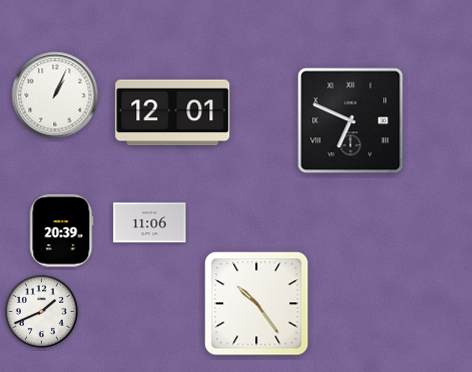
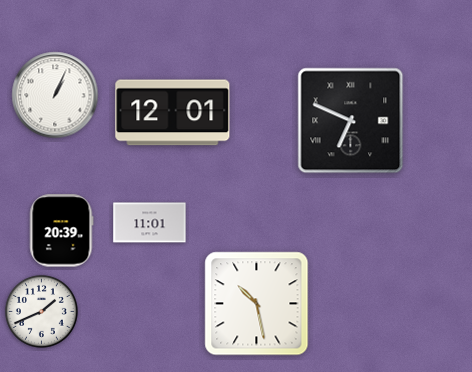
clock at (150, 223): 11:06 -> 11:01
clock at (257, 304): 10:24 -> 10:28
